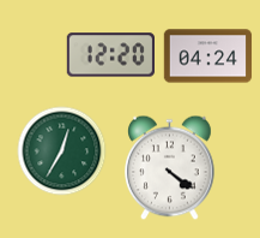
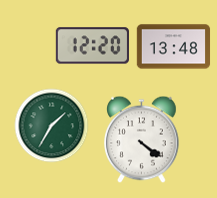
clock at (208, 56): 04:24 -> 13:48
clock at (62, 151): 12:35 -> 1:35
